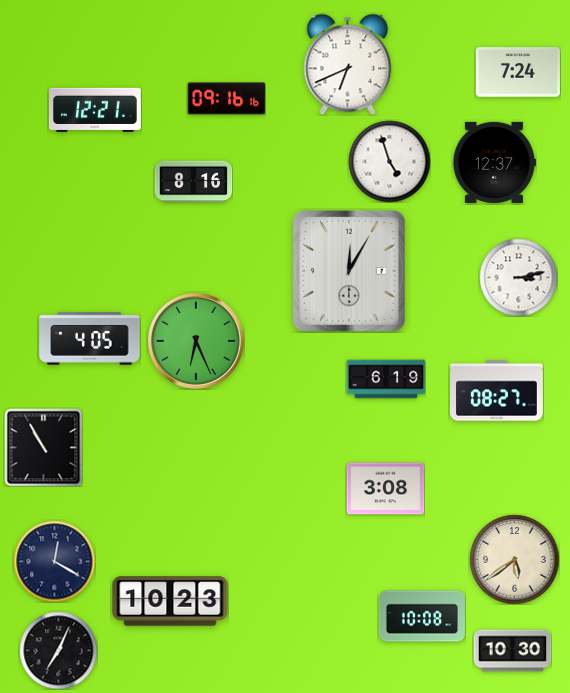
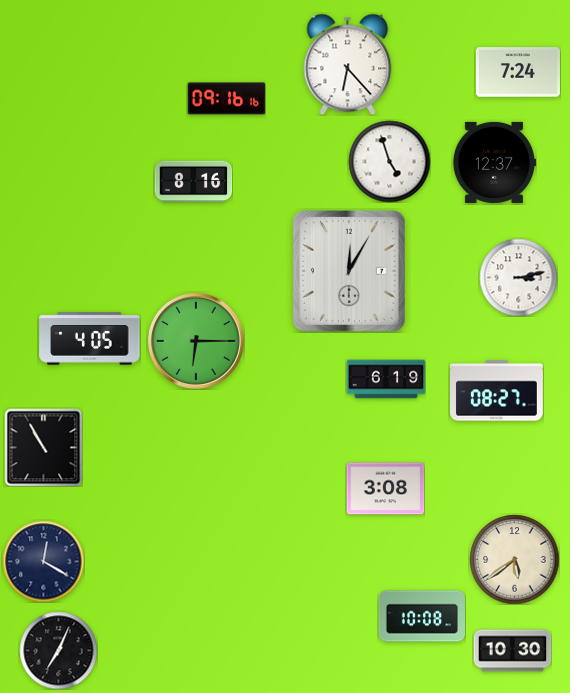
clock at (348, 64): 6:41 -> 6:23
clock at (95, 110): 12:21 -> none
clock at (196, 341): 6:26 -> 6:15
clock at (54, 561) position: (54, 561) -> (43, 561)
clock at (170, 601): 10:23 -> none
